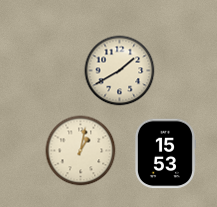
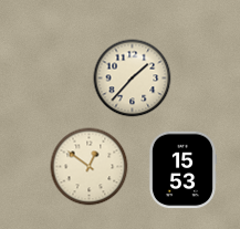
clock at (120, 71): 1:40 -> 1:37
clock at (81, 151): 1:02 -> 12:51
